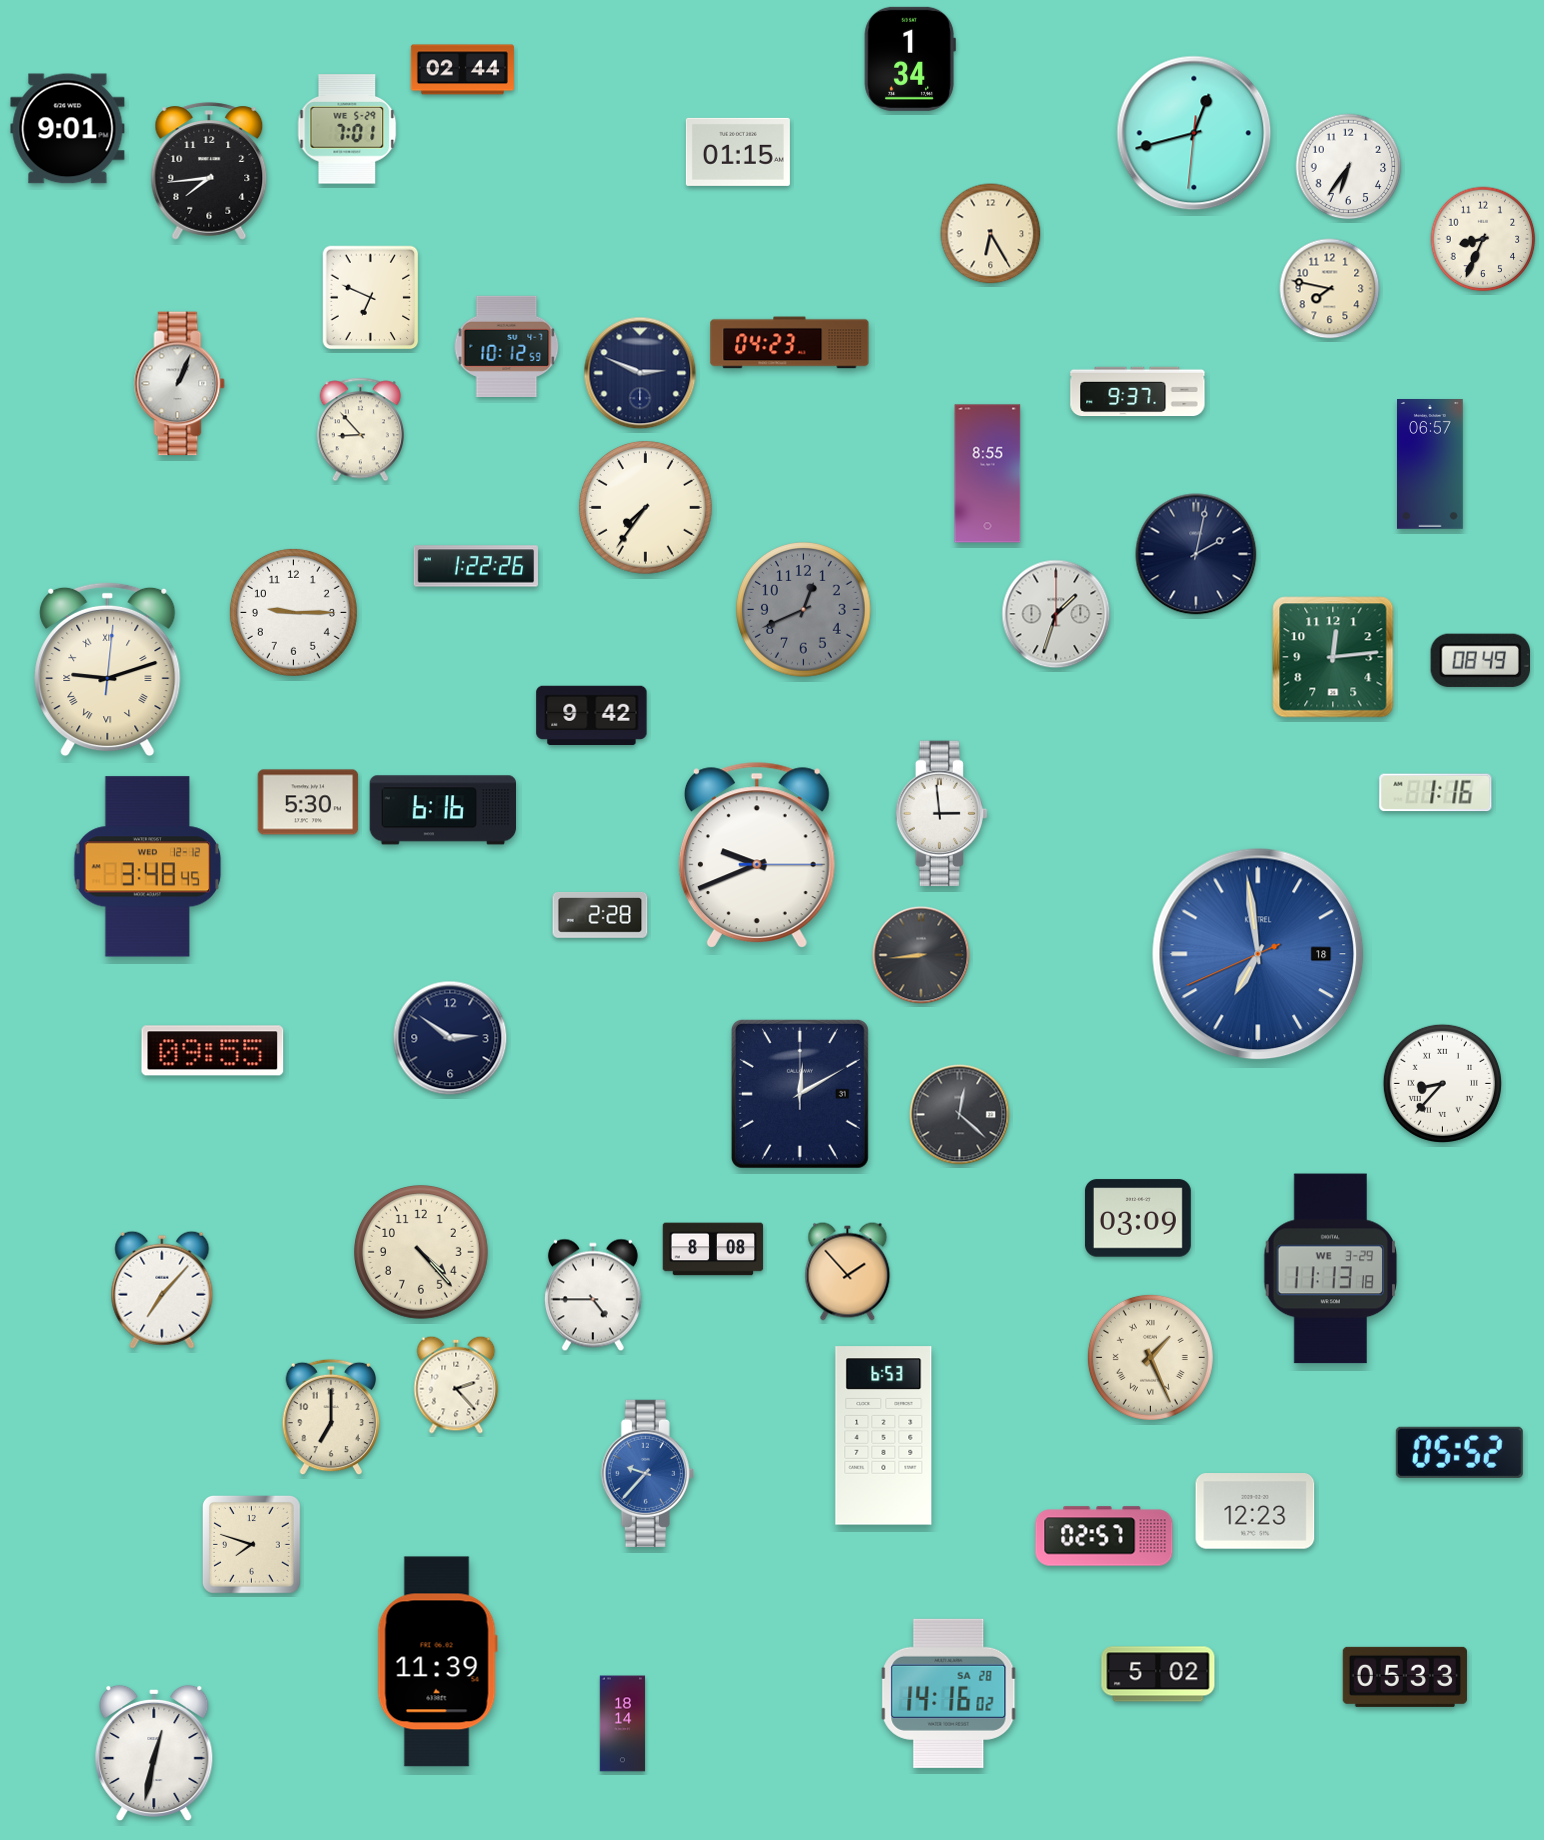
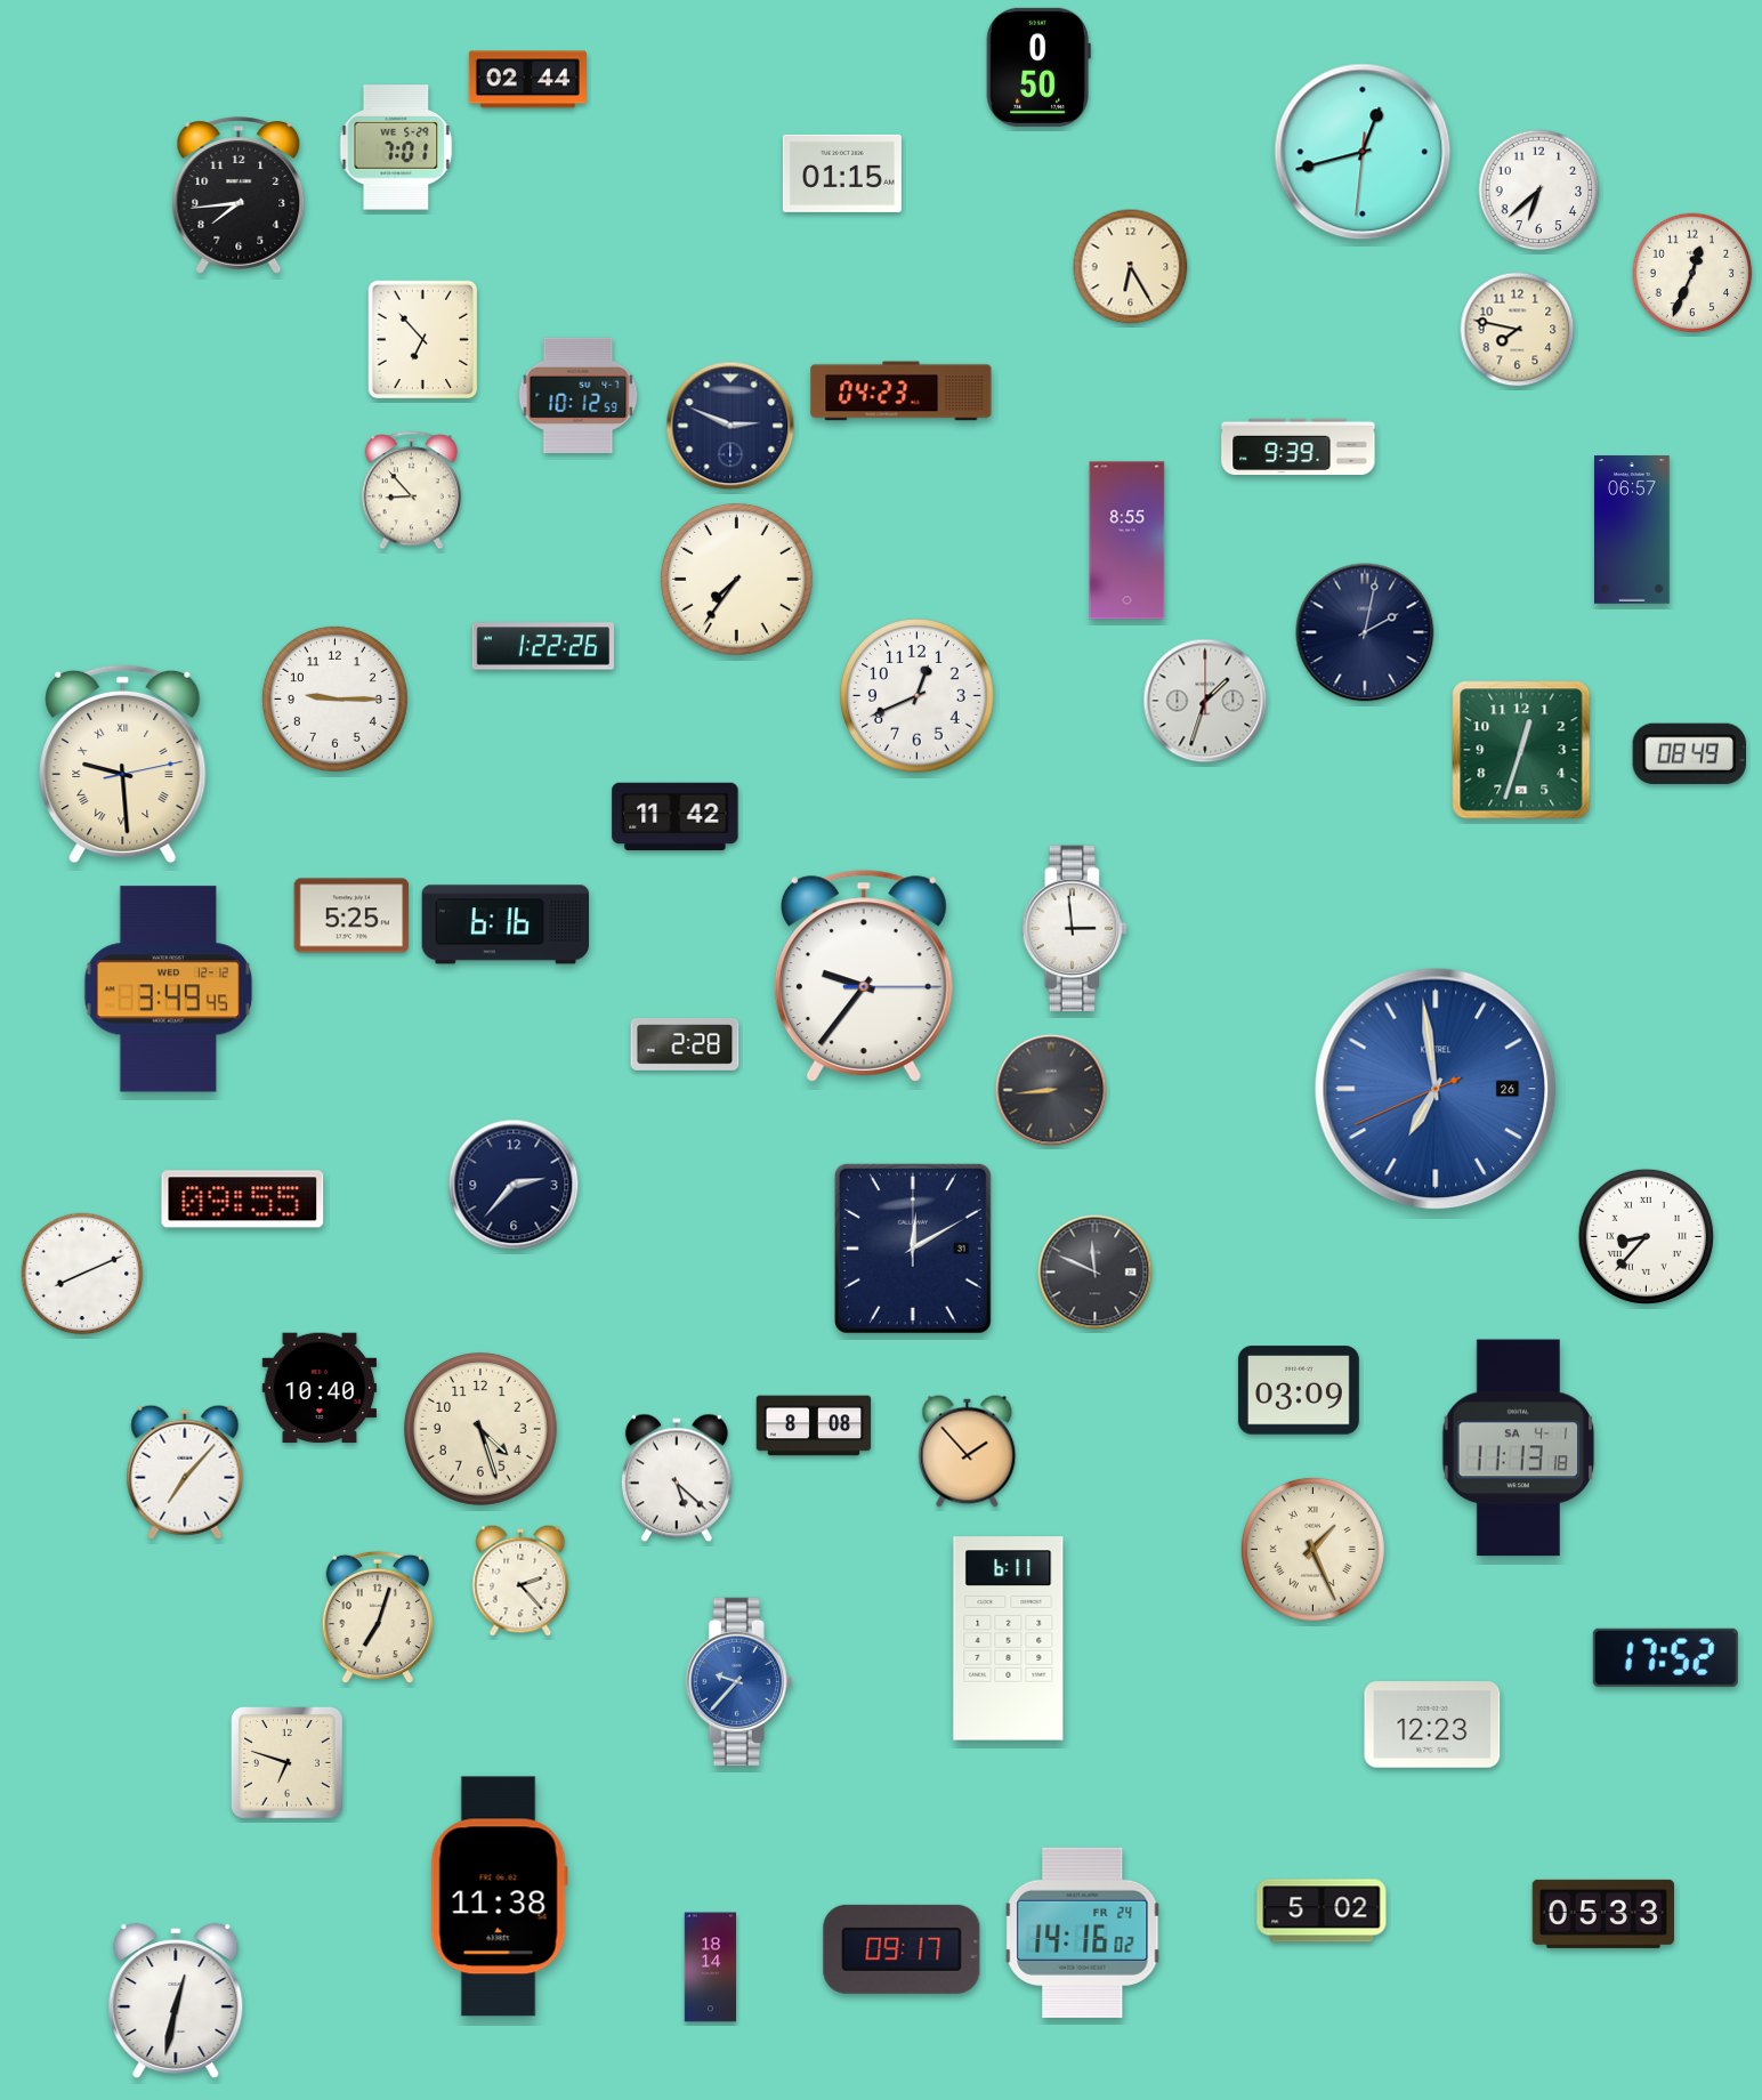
clock at (910, 59): 1:34 -> 0:50
clock at (68, 129): 9:01 -> none
clock at (1349, 167): 6:36 -> 6:38
clock at (1483, 239): 8:34 -> 12:34
clock at (371, 298): 6:49 -> 6:53
clock at (180, 384): 1:04 -> none
clock at (1138, 392): 9:37 -> 9:39
clock at (804, 610) dial: grey -> white
clock at (1333, 657): 12:14 -> 12:33
clock at (108, 669): 9:12 -> 9:29
clock at (592, 715): 9:42 -> 11:42
clock at (1436, 793): 1:16 -> none
clock at (308, 802): 5:30 -> 5:25
clock at (757, 854): 9:41 -> 9:36
clock at (148, 867): 3:48 -> 3:49
clock at (1258, 954) date: 18 -> 26
clock at (450, 1038): 2:51 -> 2:37
clock at (960, 1115): 12:22 -> 11:49
clock at (82, 1274): none -> 8:11
clock at (320, 1388): none -> 10:40
clock at (422, 1253): 4:23 -> 4:27
clock at (1331, 1269) date: WE 3-29 -> SA 4-1
clock at (593, 1295): 4:45 -> 5:22
clock at (331, 1417): 7:00 -> 7:03
clock at (884, 1436): 6:53 -> 6:11
clock at (1459, 1452): 05:52 -> 17:52
clock at (1104, 1536): 02:57 -> none
clock at (252, 1545): 7:48 -> 6:48
clock at (437, 1662): 11:39 -> 11:38
clock at (949, 1693) date: SA 28 -> FR 24
clock at (902, 1949): none -> 09:17
